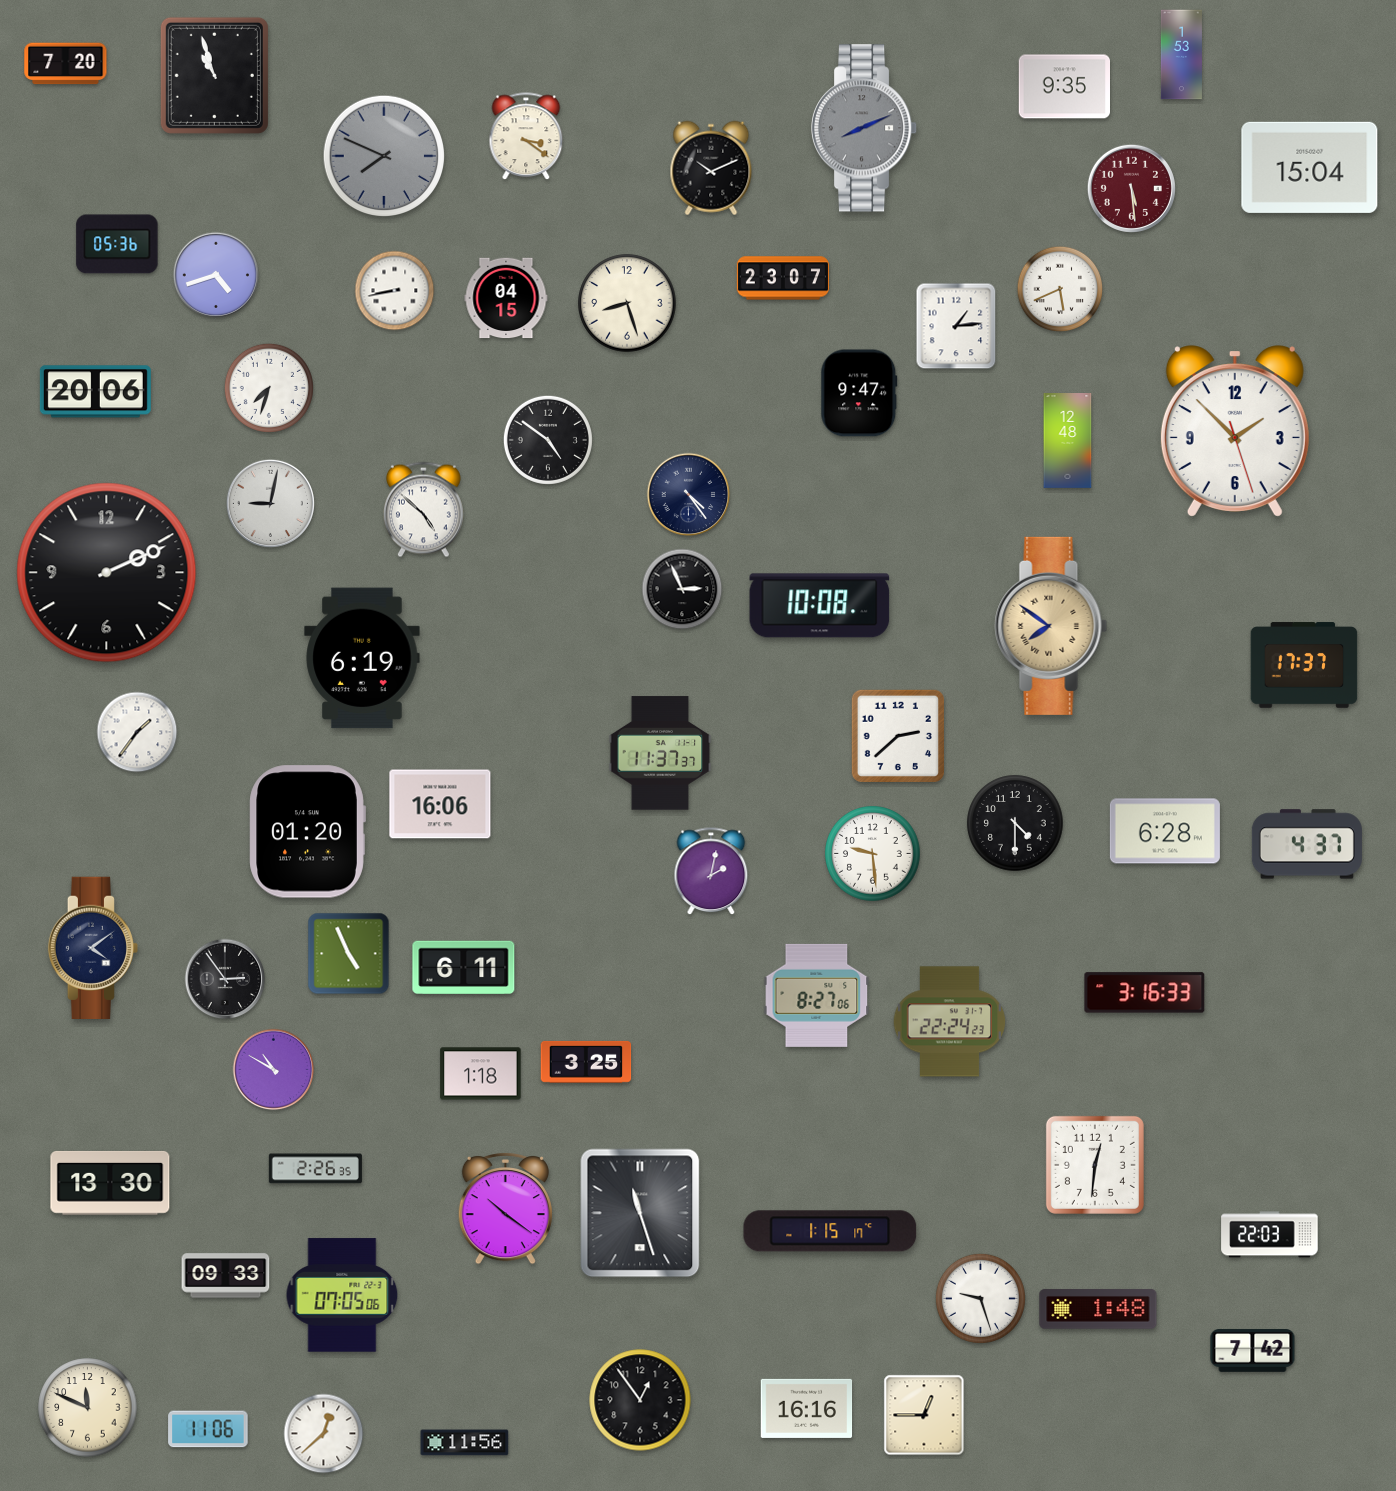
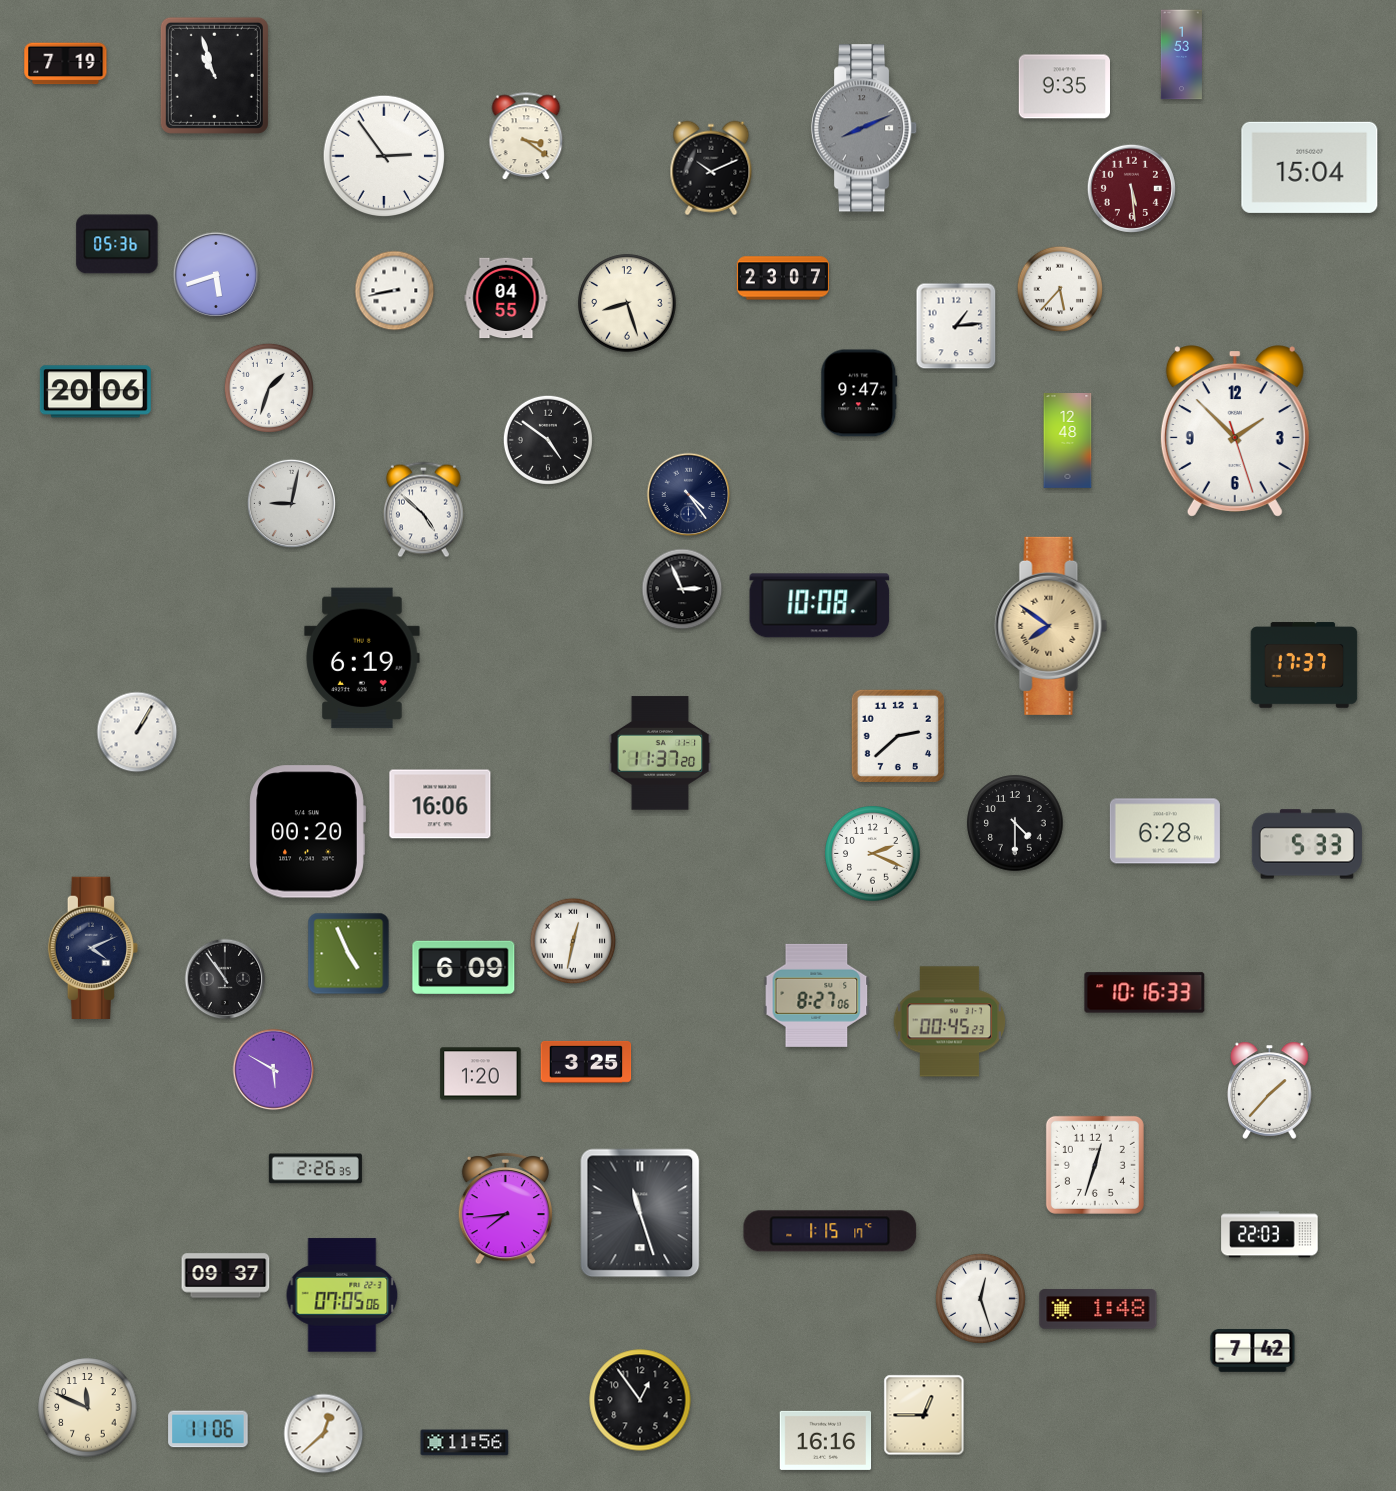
clock at (66, 64): 7:20 -> 7:19
clock at (384, 156): 7:49 -> 2:54
clock at (384, 156) dial: grey -> white
clock at (215, 274): 4:42 -> 5:42
clock at (1060, 289): 5:41 -> 5:37
clock at (506, 298): 04:15 -> 04:55
clock at (269, 388): 7:33 -> 1:33
clock at (270, 503) position: (270, 503) -> (291, 503)
clock at (107, 573): 2:11 -> none
clock at (137, 732): 1:36 -> 1:05
clock at (660, 753): 11:37:37 -> 11:37:20
clock at (307, 832): 01:20 -> 00:20
clock at (1307, 844): 4:37 -> 5:33
clock at (873, 854): 9:29 -> 2:19
clock at (711, 872): 2:02 -> none
clock at (573, 941): none -> 12:32
clock at (92, 947): 4:09 -> 4:11
clock at (464, 967): 6:11 -> 6:09
clock at (225, 979): 2:54 -> 10:54
clock at (1145, 993): 3:16 -> 10:16
clock at (950, 1022): 22:24 -> 00:45
clock at (274, 1070): 10:50 -> 5:50
clock at (481, 1074): 1:18 -> 1:20
clock at (1270, 1090): none -> 1:37
clock at (1095, 1165): 12:31 -> 12:33
clock at (110, 1183): 13:30 -> none
clock at (505, 1209): 10:21 -> 7:44
clock at (226, 1276): 09:33 -> 09:37
clock at (980, 1298): 9:27 -> 12:27
clock at (807, 1408) position: (807, 1408) -> (826, 1440)
